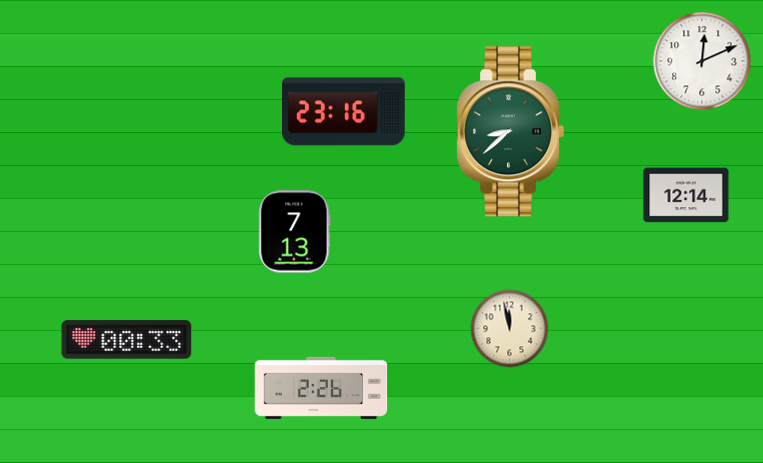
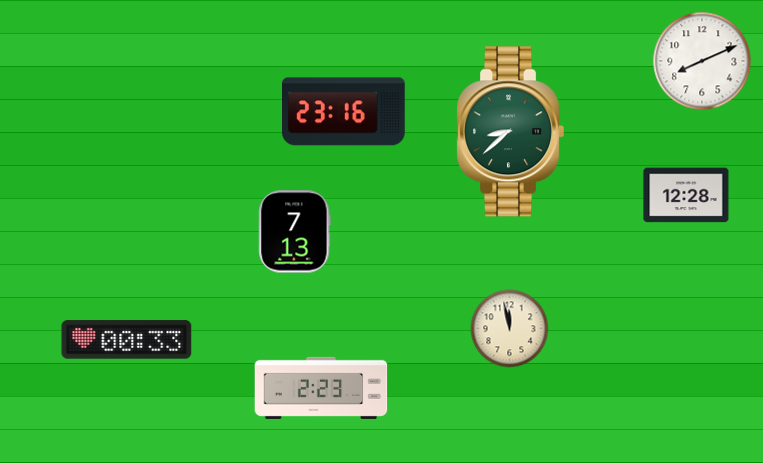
clock at (702, 61): 12:11 -> 8:11
clock at (686, 195): 12:14 -> 12:28
clock at (321, 388): 2:26 -> 2:23
